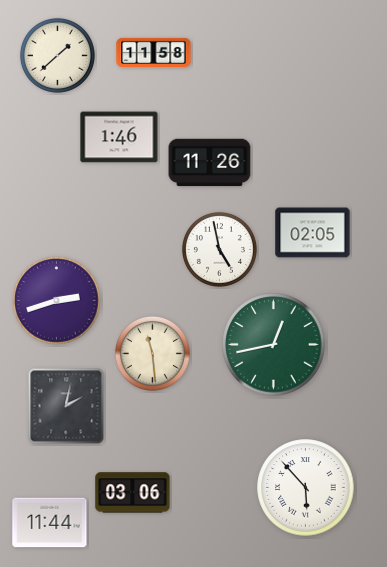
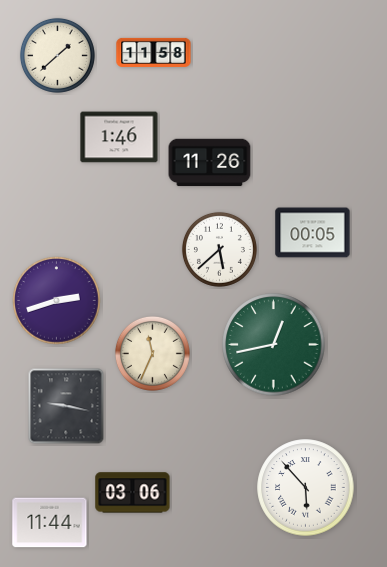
clock at (313, 233): 02:05 -> 00:05
clock at (219, 249): 4:58 -> 5:38
clock at (152, 353): 11:29 -> 11:34
clock at (66, 406): 2:02 -> 9:17
